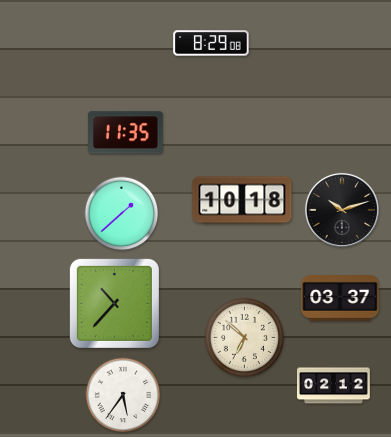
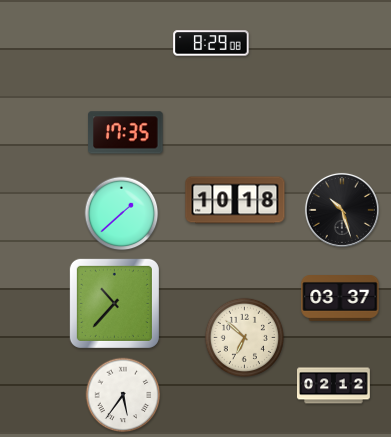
clock at (126, 133): 11:35 -> 17:35
clock at (242, 200) position: (242, 200) -> (235, 200)
clock at (342, 210): 10:12 -> 10:27
